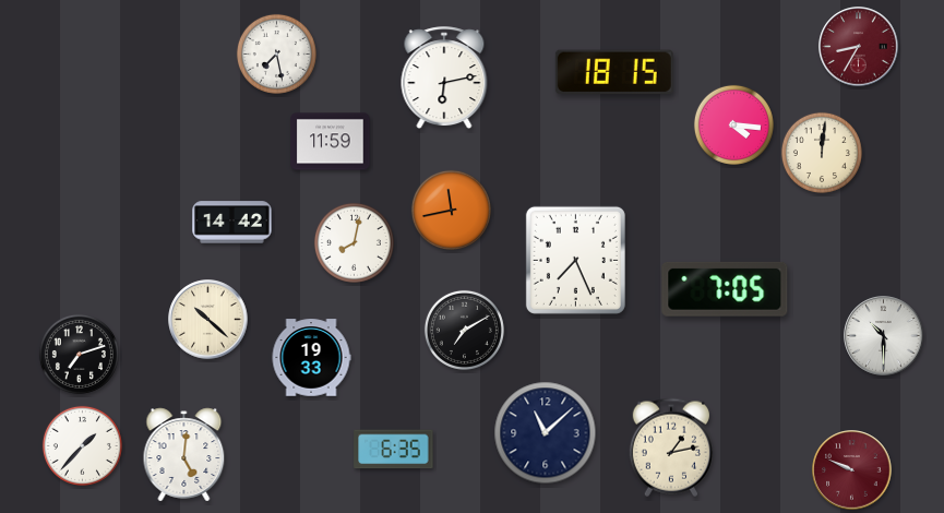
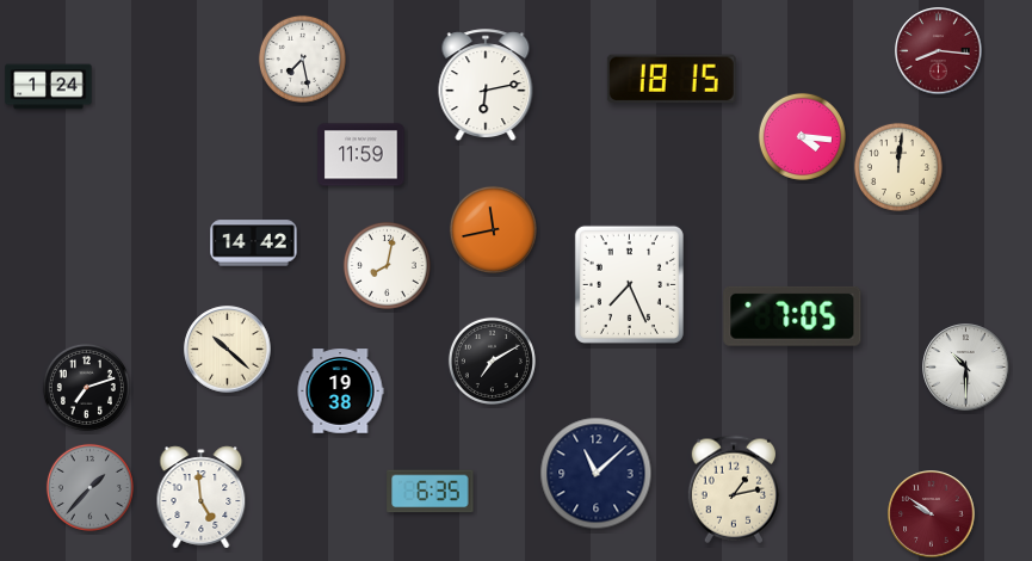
clock at (859, 47): 8:35 -> 8:16
clock at (49, 87): none -> 1:24
clock at (464, 330) position: (464, 330) -> (492, 360)
clock at (311, 358): 19:33 -> 19:38
clock at (82, 445) dial: white -> grey
clock at (184, 455): 5:01 -> 4:59
clock at (852, 470): 9:49 -> 9:51
